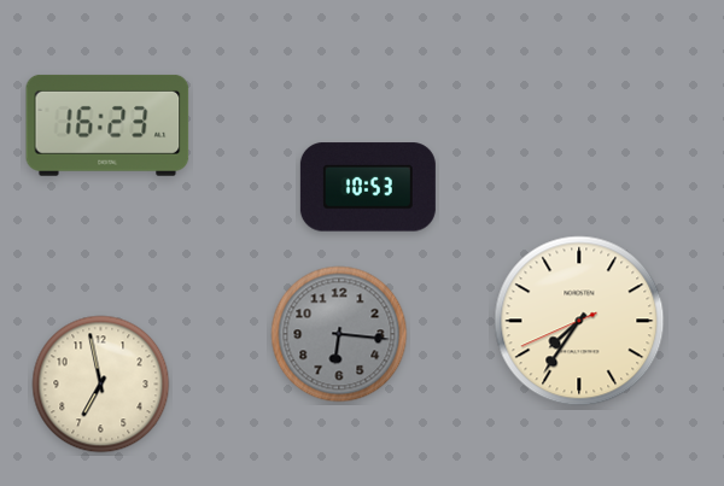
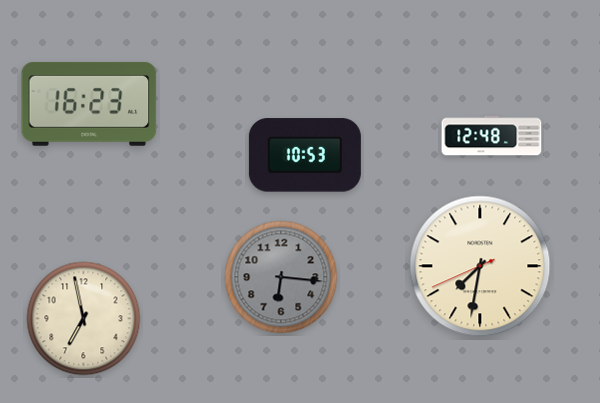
clock at (492, 136): none -> 12:48
clock at (579, 321): 7:35 -> 7:31
